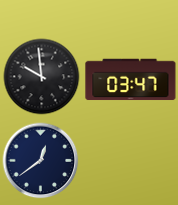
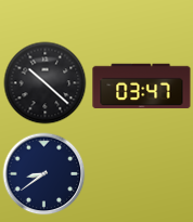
clock at (42, 77): 9:59 -> 10:22
clock at (41, 161): 12:39 -> 8:39
